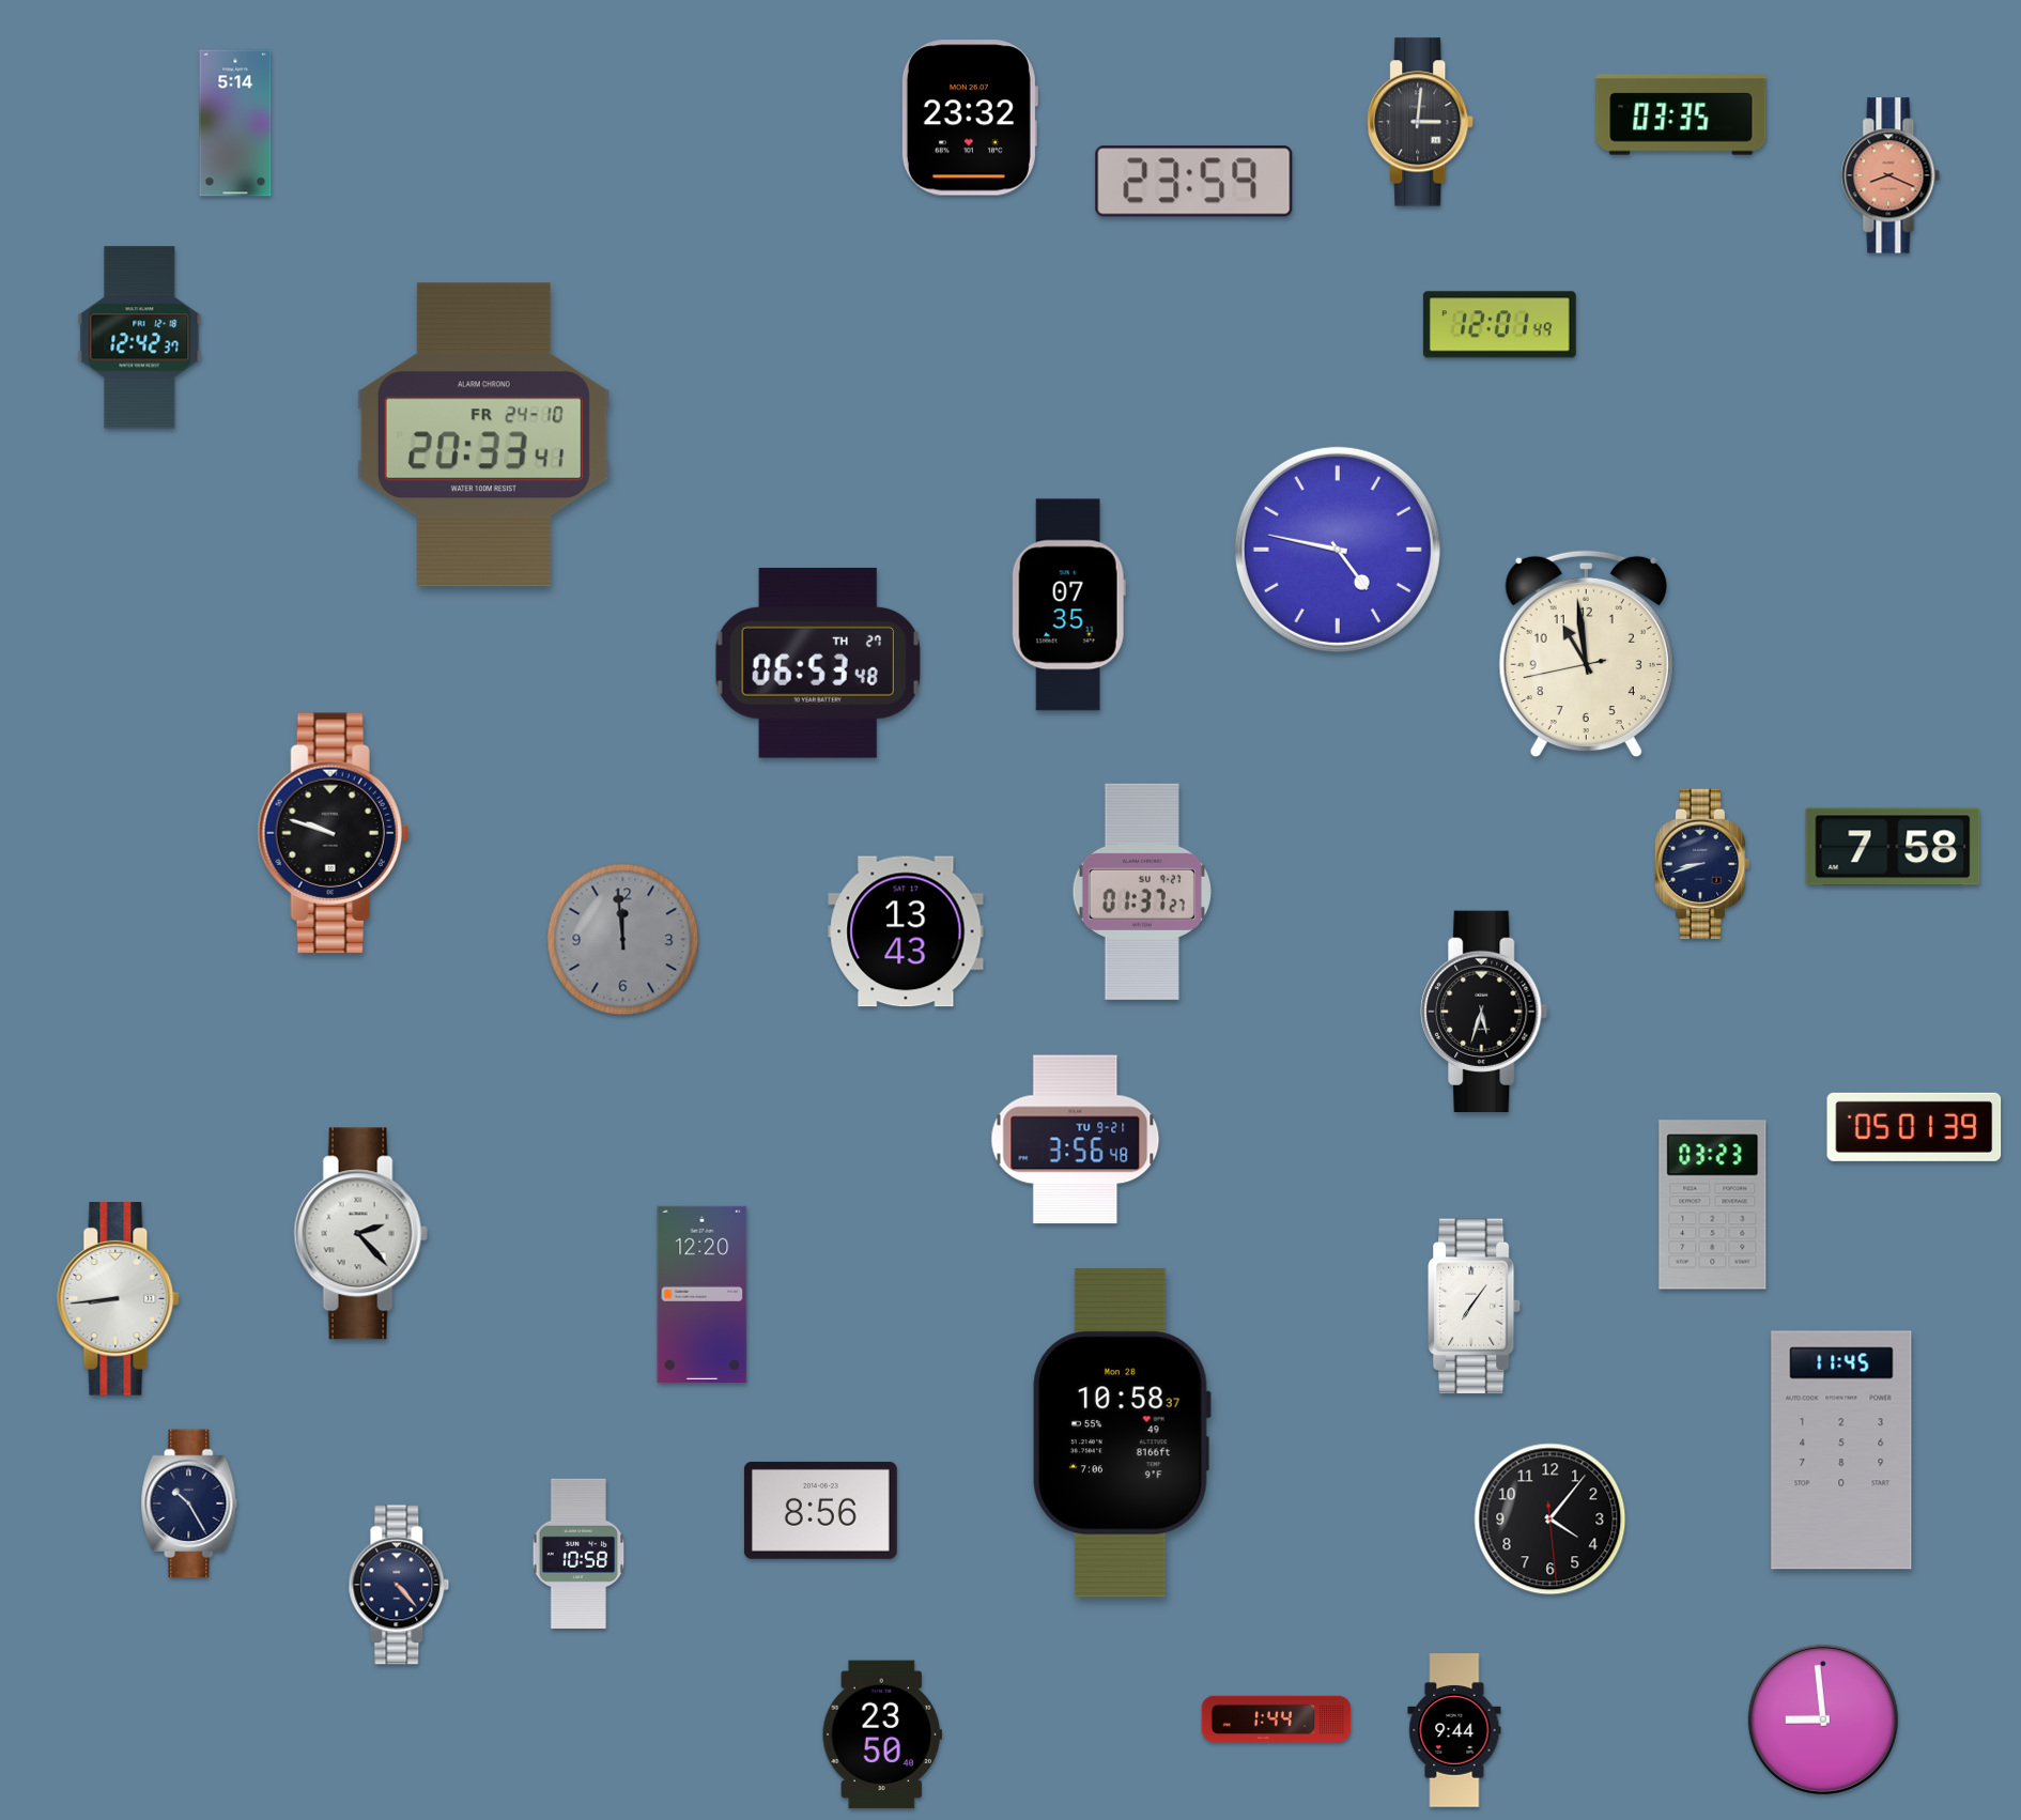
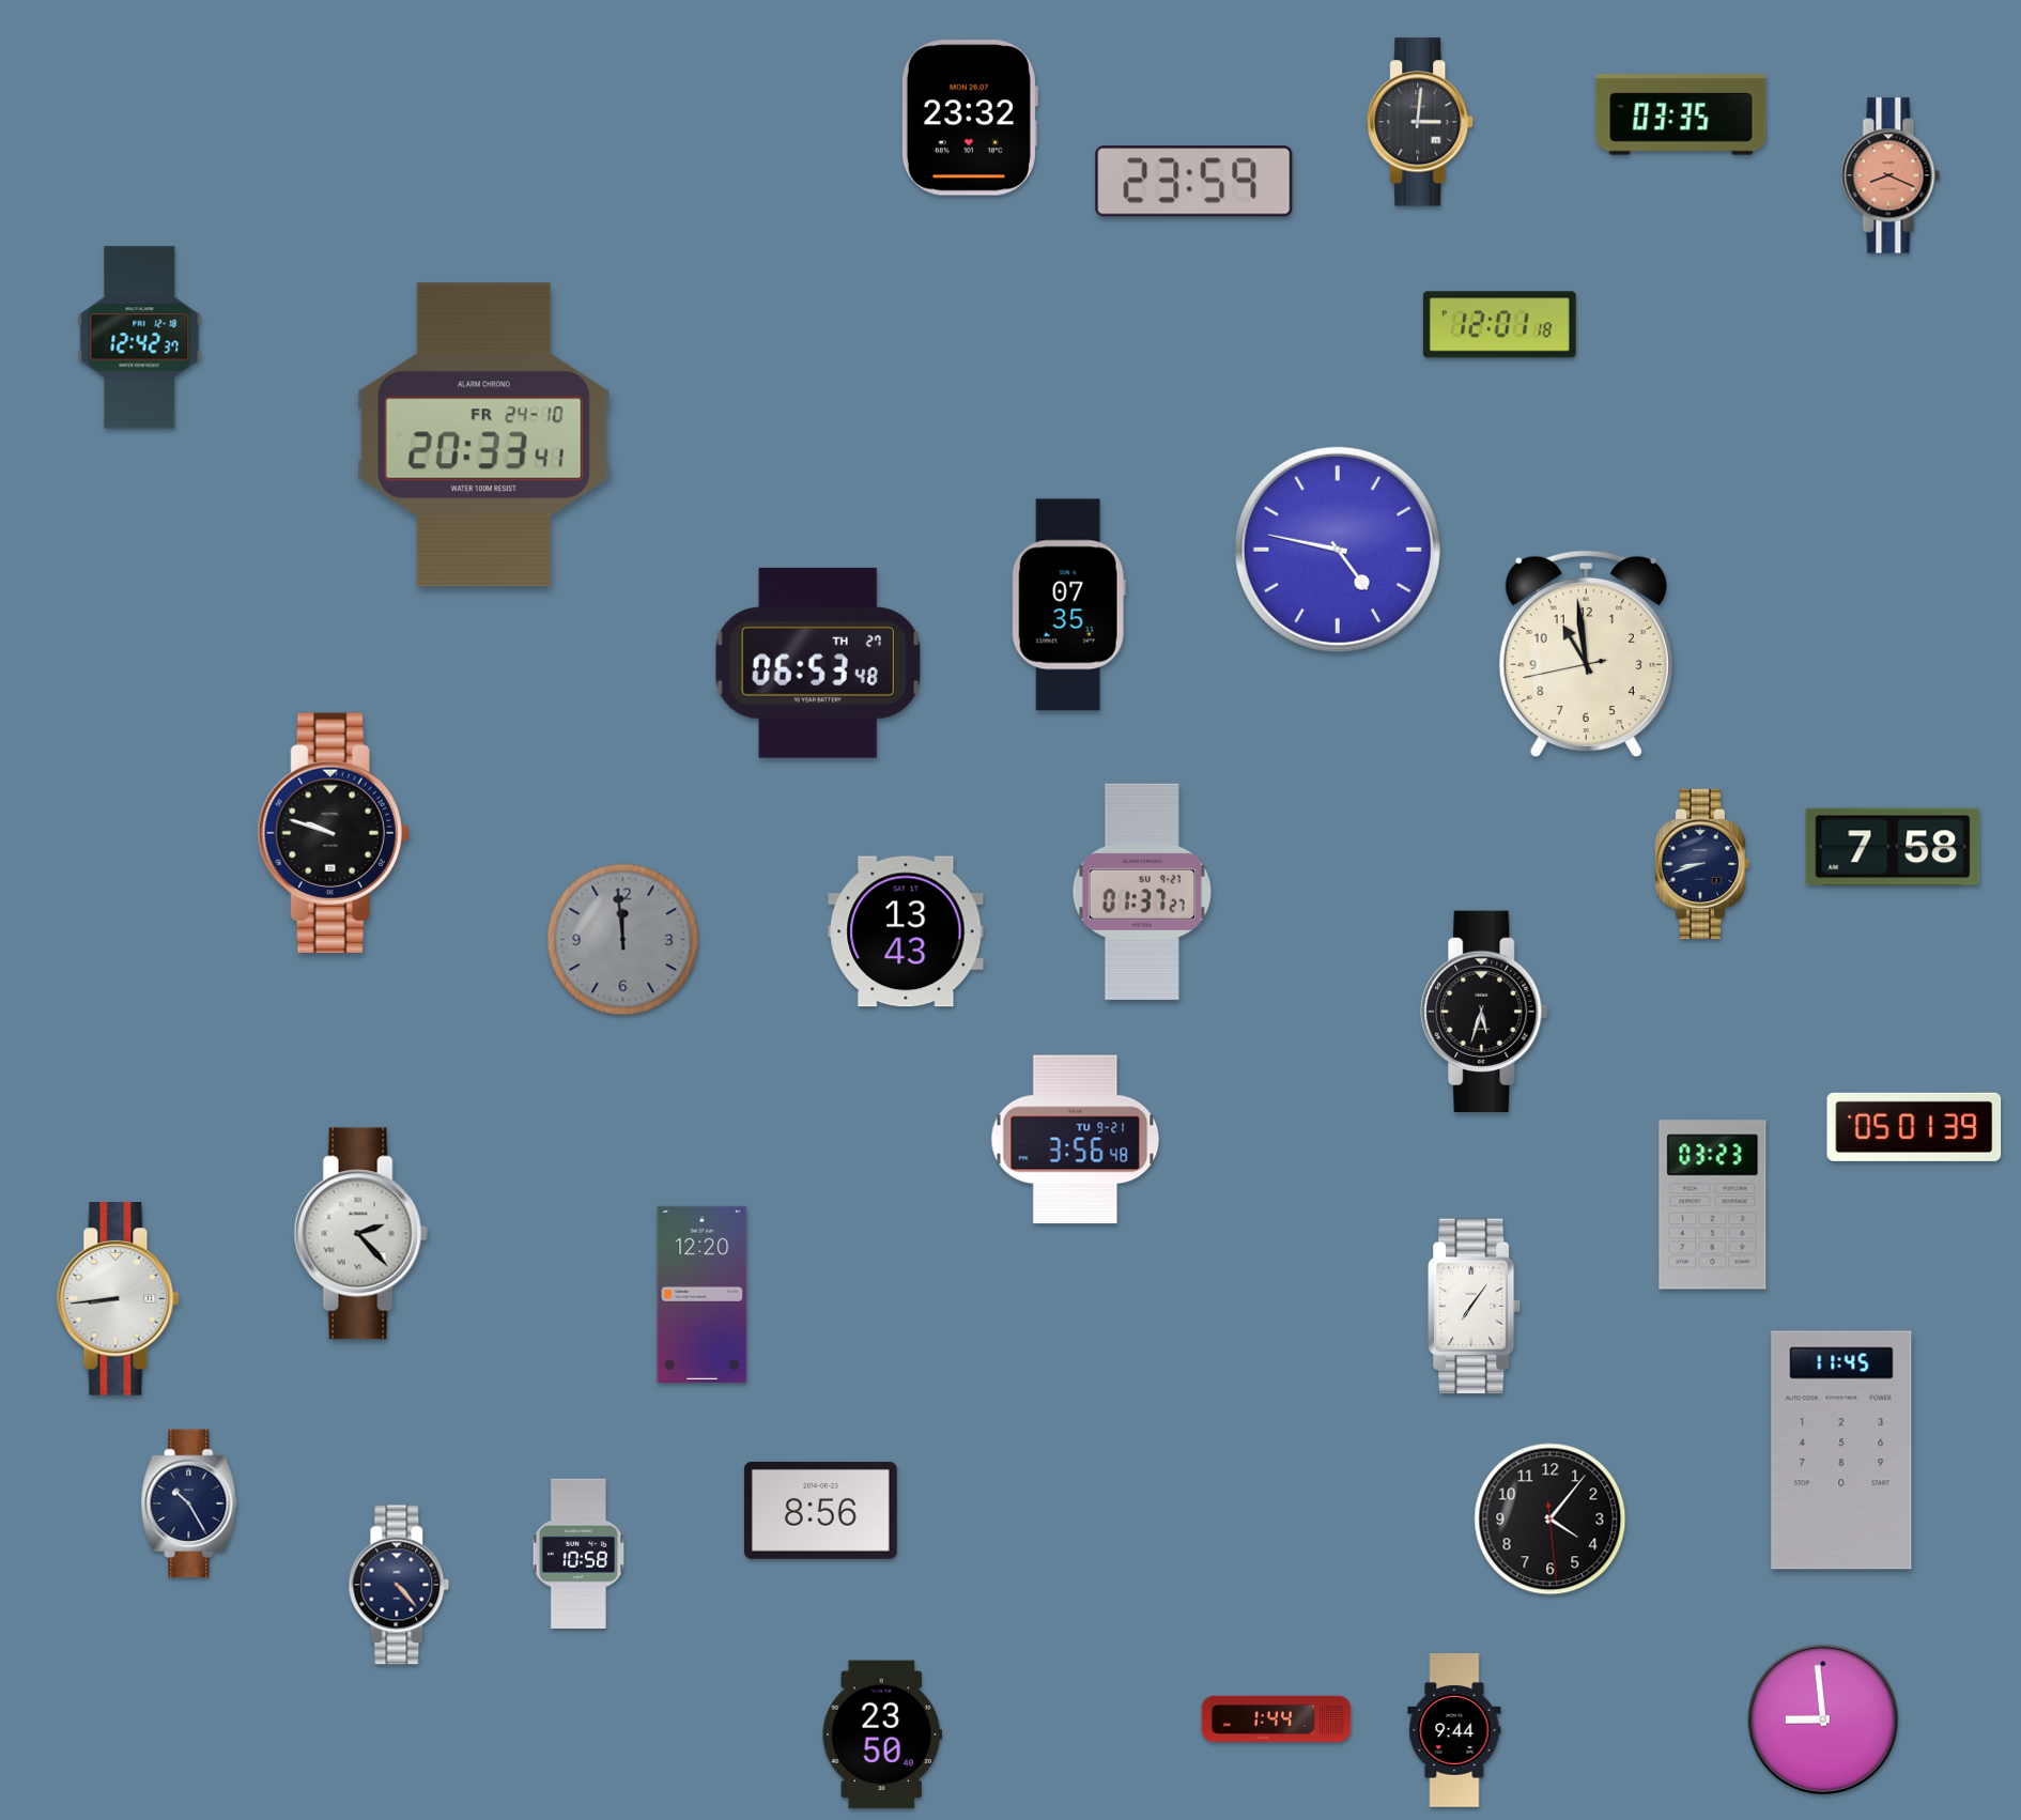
clock at (235, 123): 5:14 -> none
clock at (1499, 325): 12:01:49 -> 12:01:18
clock at (1122, 1433): 10:58 -> none
